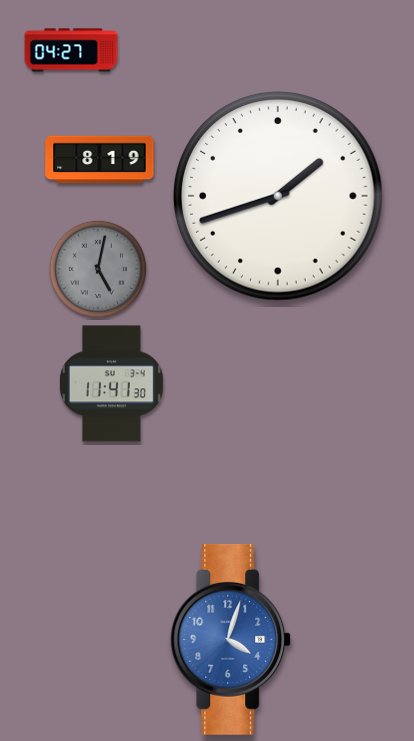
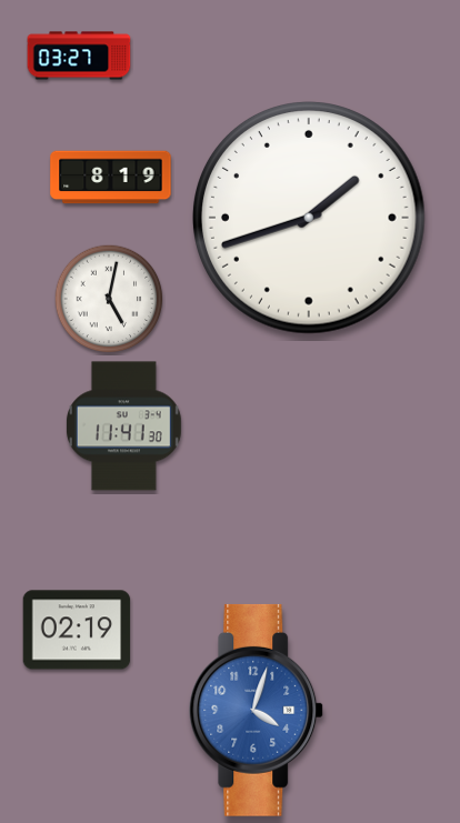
clock at (71, 50): 04:27 -> 03:27
clock at (98, 269) dial: grey -> white
clock at (77, 630): none -> 02:19
